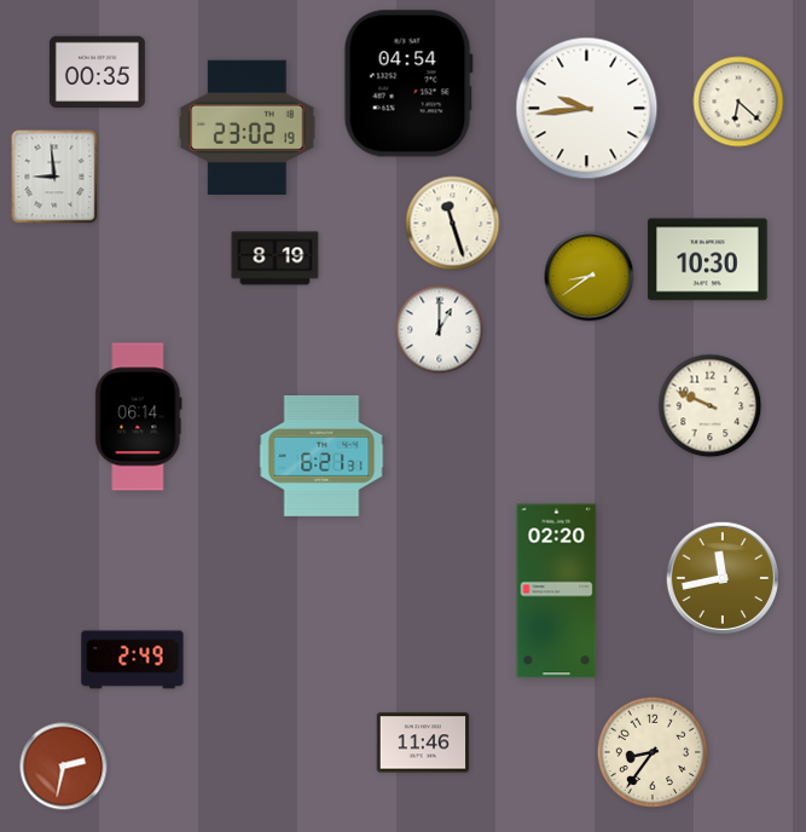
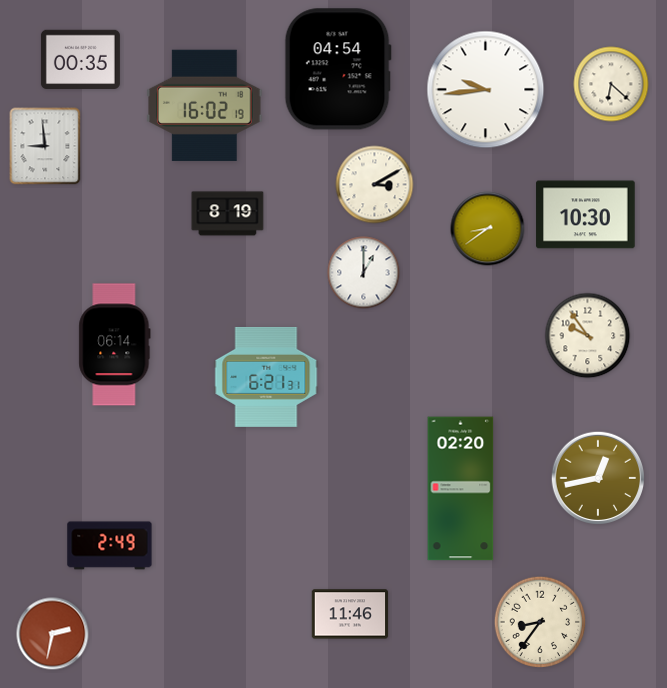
clock at (248, 127): 23:02 -> 16:02
clock at (453, 224): 11:27 -> 3:10
clock at (711, 406): 9:49 -> 9:54
clock at (723, 578): 11:43 -> 12:43
